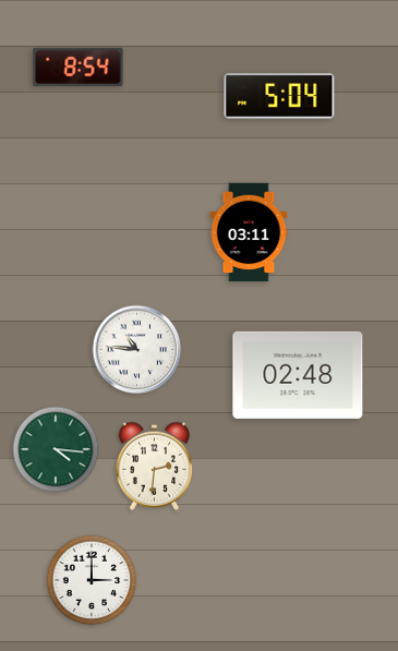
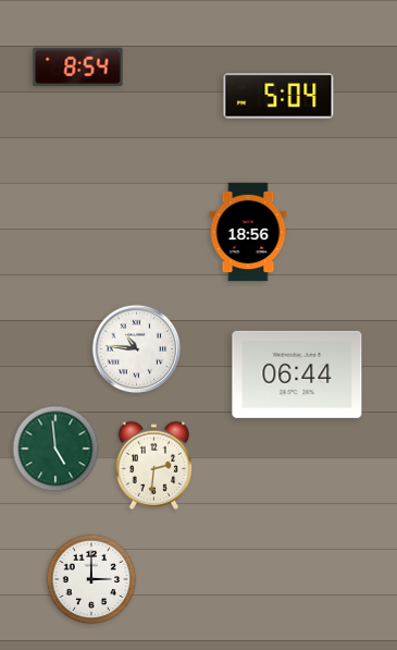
clock at (249, 232): 03:11 -> 18:56
clock at (298, 375): 02:48 -> 06:44
clock at (56, 449): 4:16 -> 4:59
